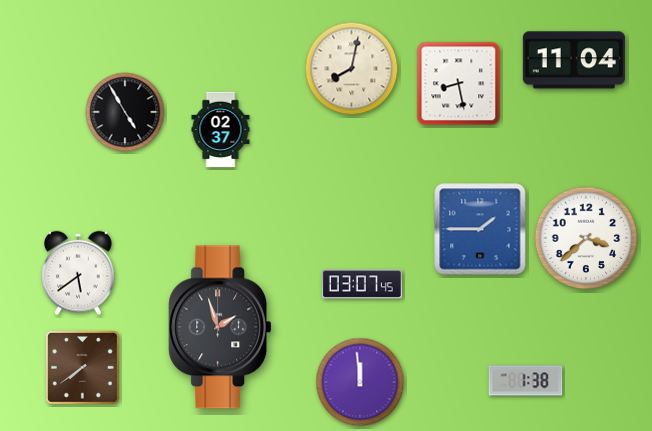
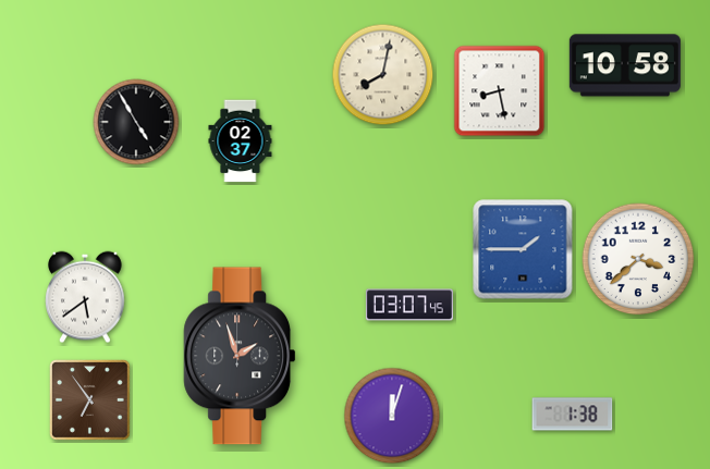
clock at (574, 60): 11:04 -> 10:58
clock at (362, 284) position: (362, 284) -> (409, 305)
clock at (83, 368): 7:39 -> 6:54
clock at (360, 382): 11:59 -> 12:03
